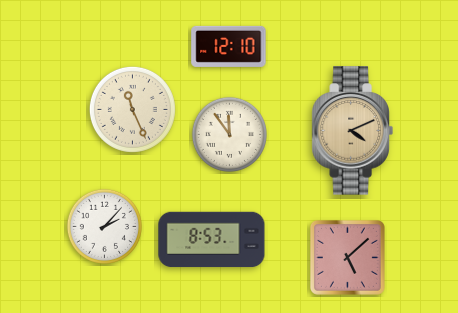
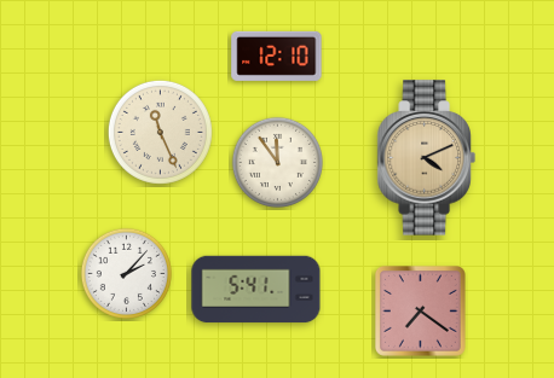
clock at (212, 240): 8:53 -> 5:41
clock at (347, 257): 5:08 -> 7:21
